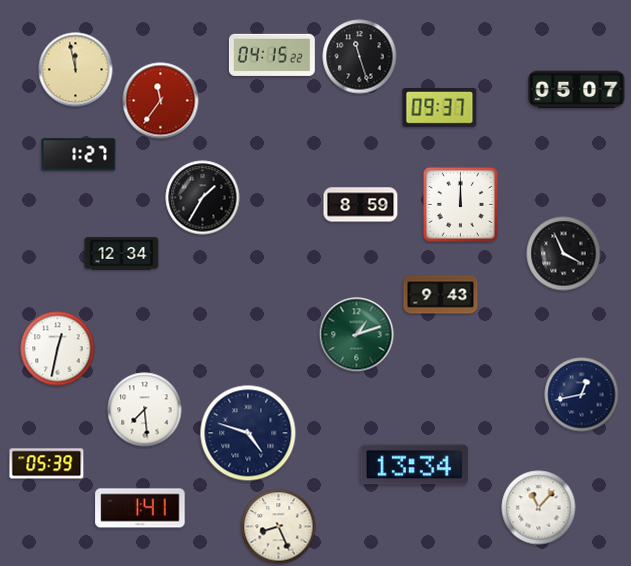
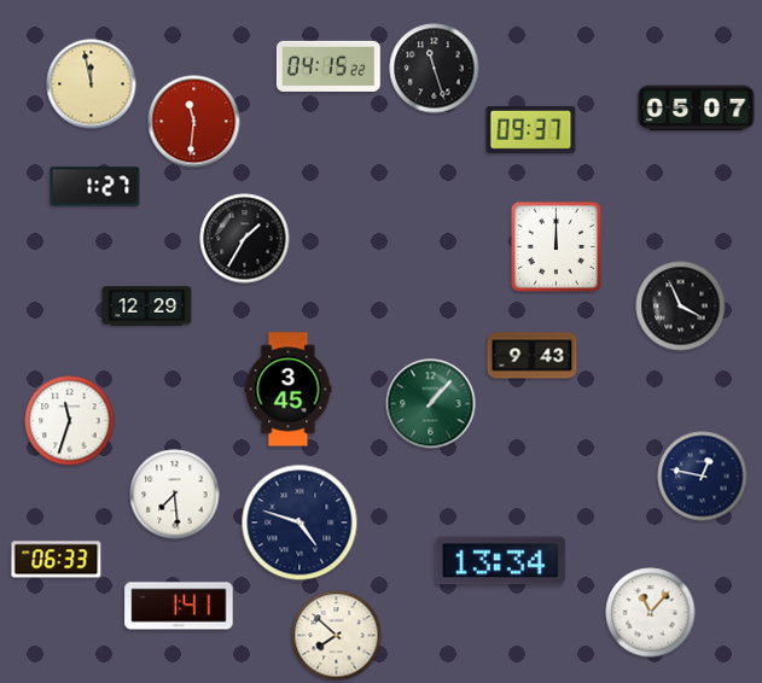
clock at (161, 101): 11:36 -> 11:31
clock at (361, 205): 8:59 -> none
clock at (122, 254): 12:34 -> 12:29
clock at (289, 390): none -> 3:45
clock at (357, 335): 1:12 -> 1:07
clock at (58, 349): 12:32 -> 11:33
clock at (582, 395): 12:43 -> 12:47
clock at (47, 464): 05:39 -> 06:33
clock at (140, 508) position: (140, 508) -> (179, 606)
clock at (279, 527): 8:26 -> 7:52
